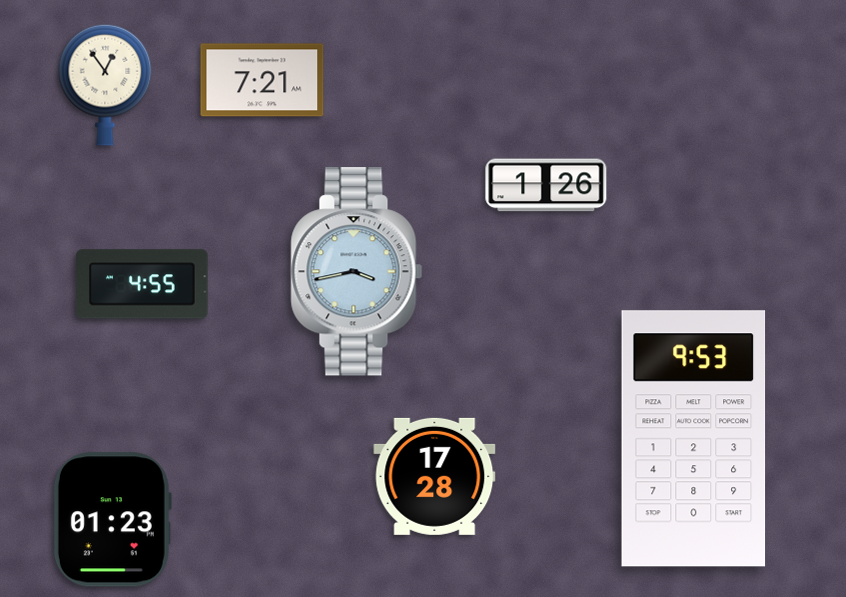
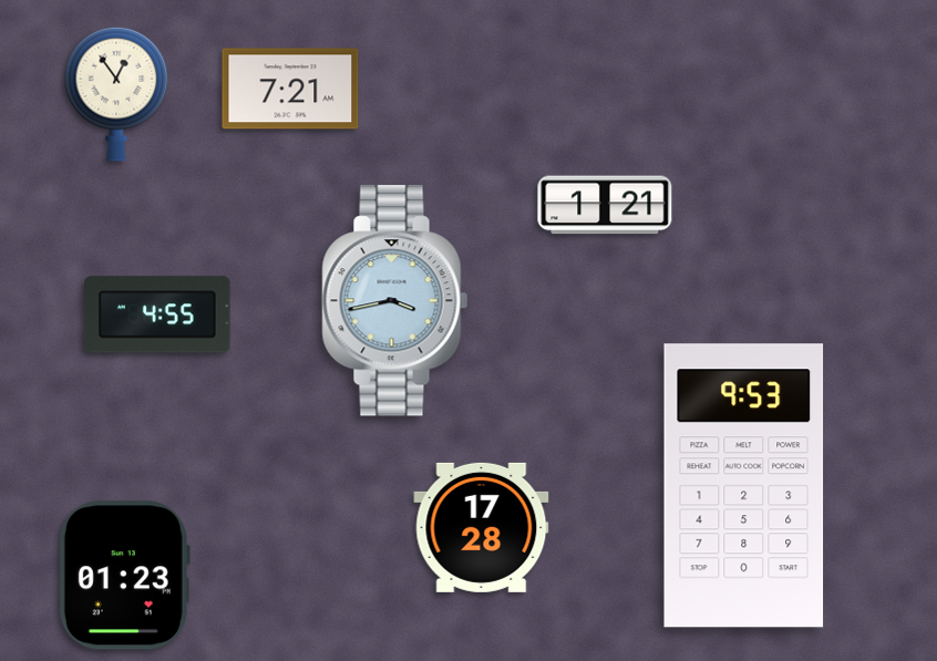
clock at (546, 185): 1:26 -> 1:21
clock at (694, 439) position: (694, 439) -> (744, 486)
